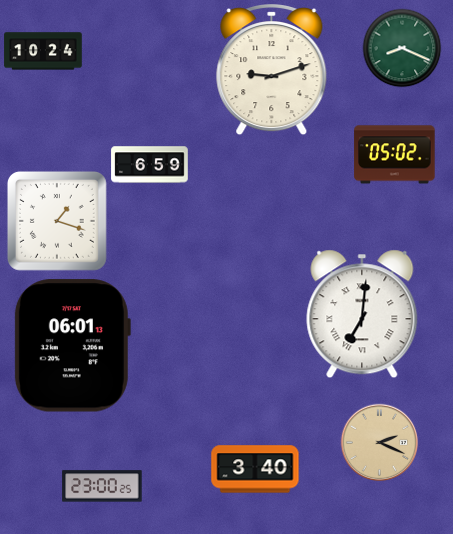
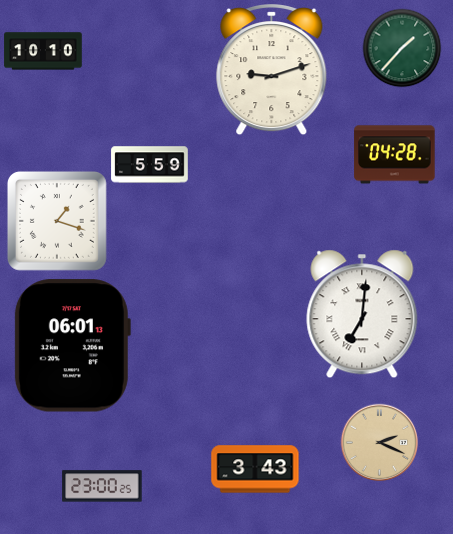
clock at (402, 48): 8:19 -> 1:37
clock at (43, 51): 10:24 -> 10:10
clock at (395, 155): 05:02 -> 04:28
clock at (150, 165): 6:59 -> 5:59
clock at (255, 469): 3:40 -> 3:43
